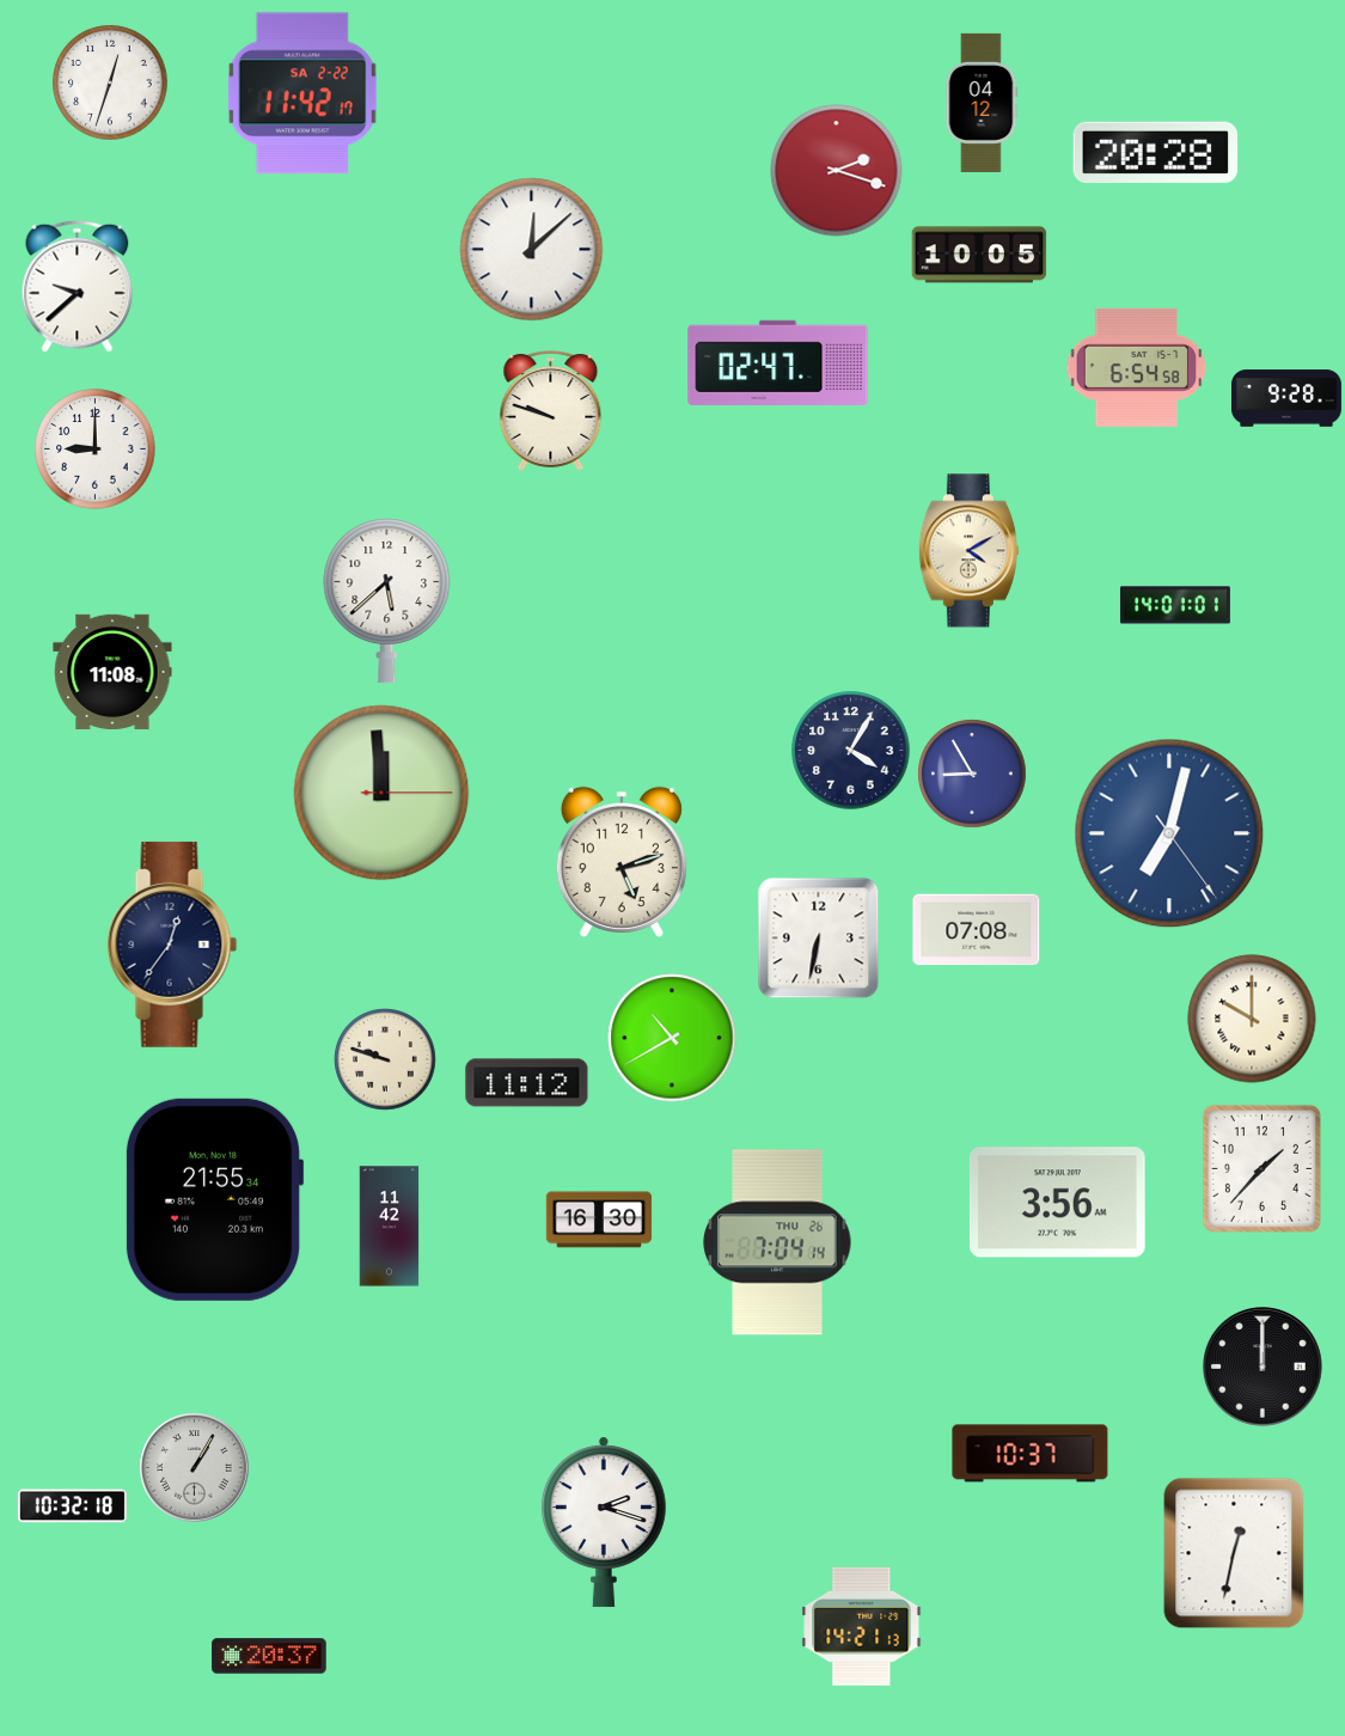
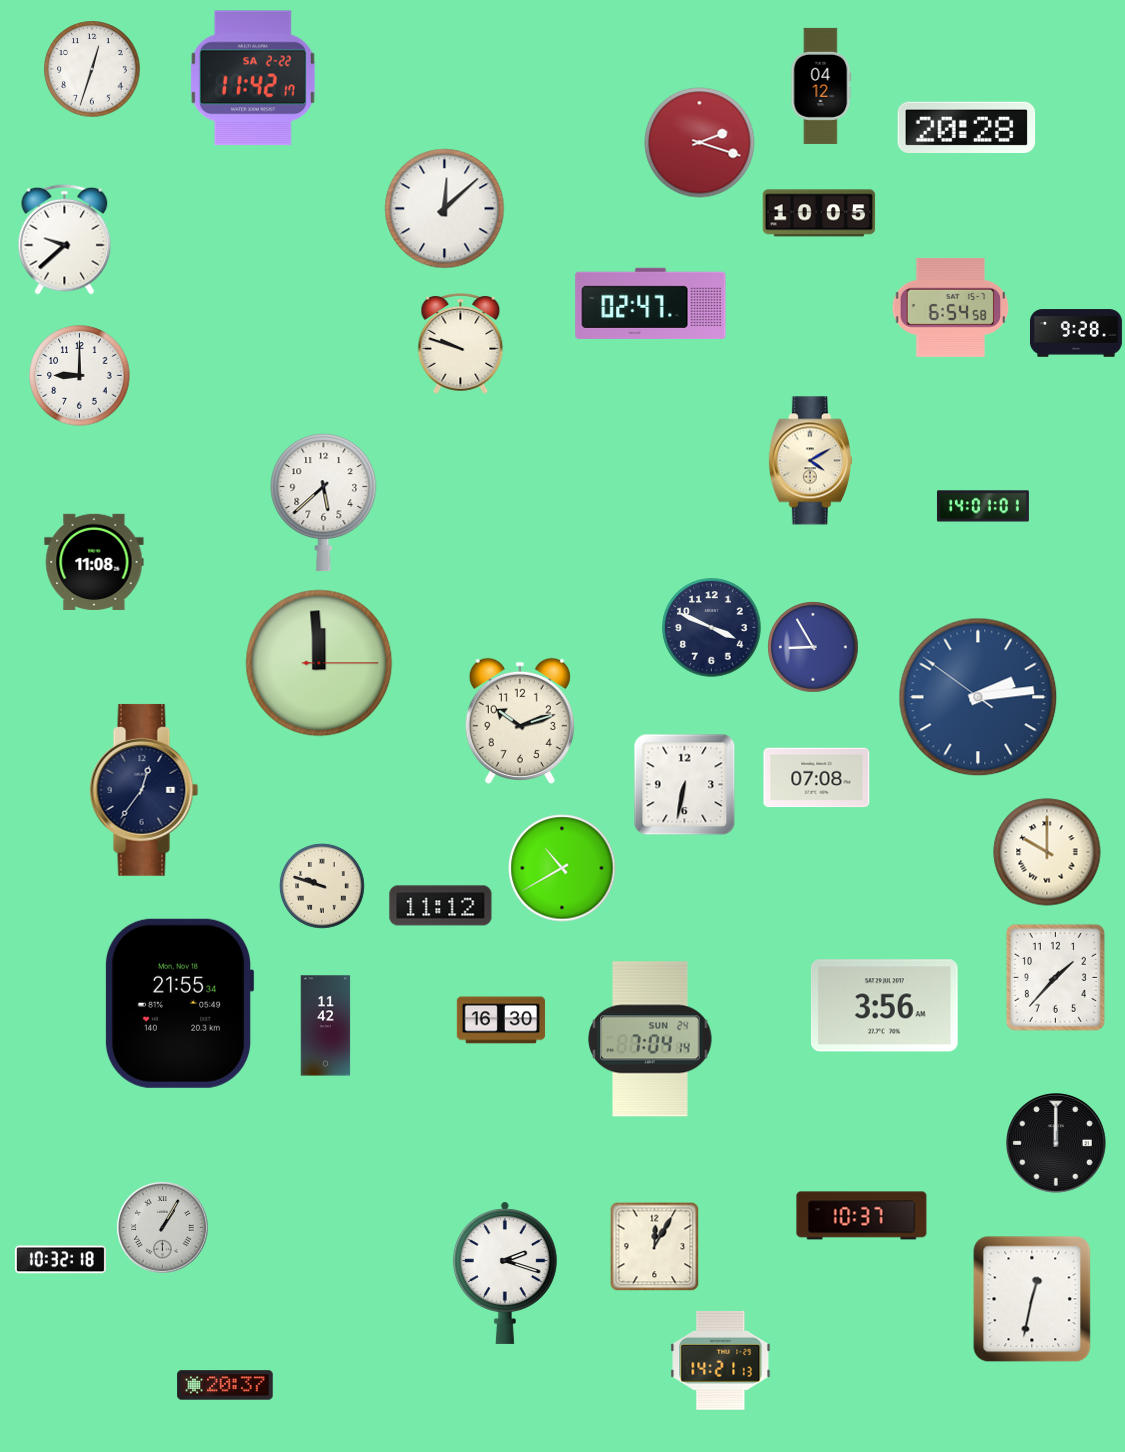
clock at (851, 751): 4:05 -> 3:49
clock at (1169, 833): 7:02 -> 2:13
clock at (622, 862): 5:12 -> 10:12
clock at (777, 1242) date: THU 26 -> SUN 24
clock at (655, 1247): none -> 12:05
